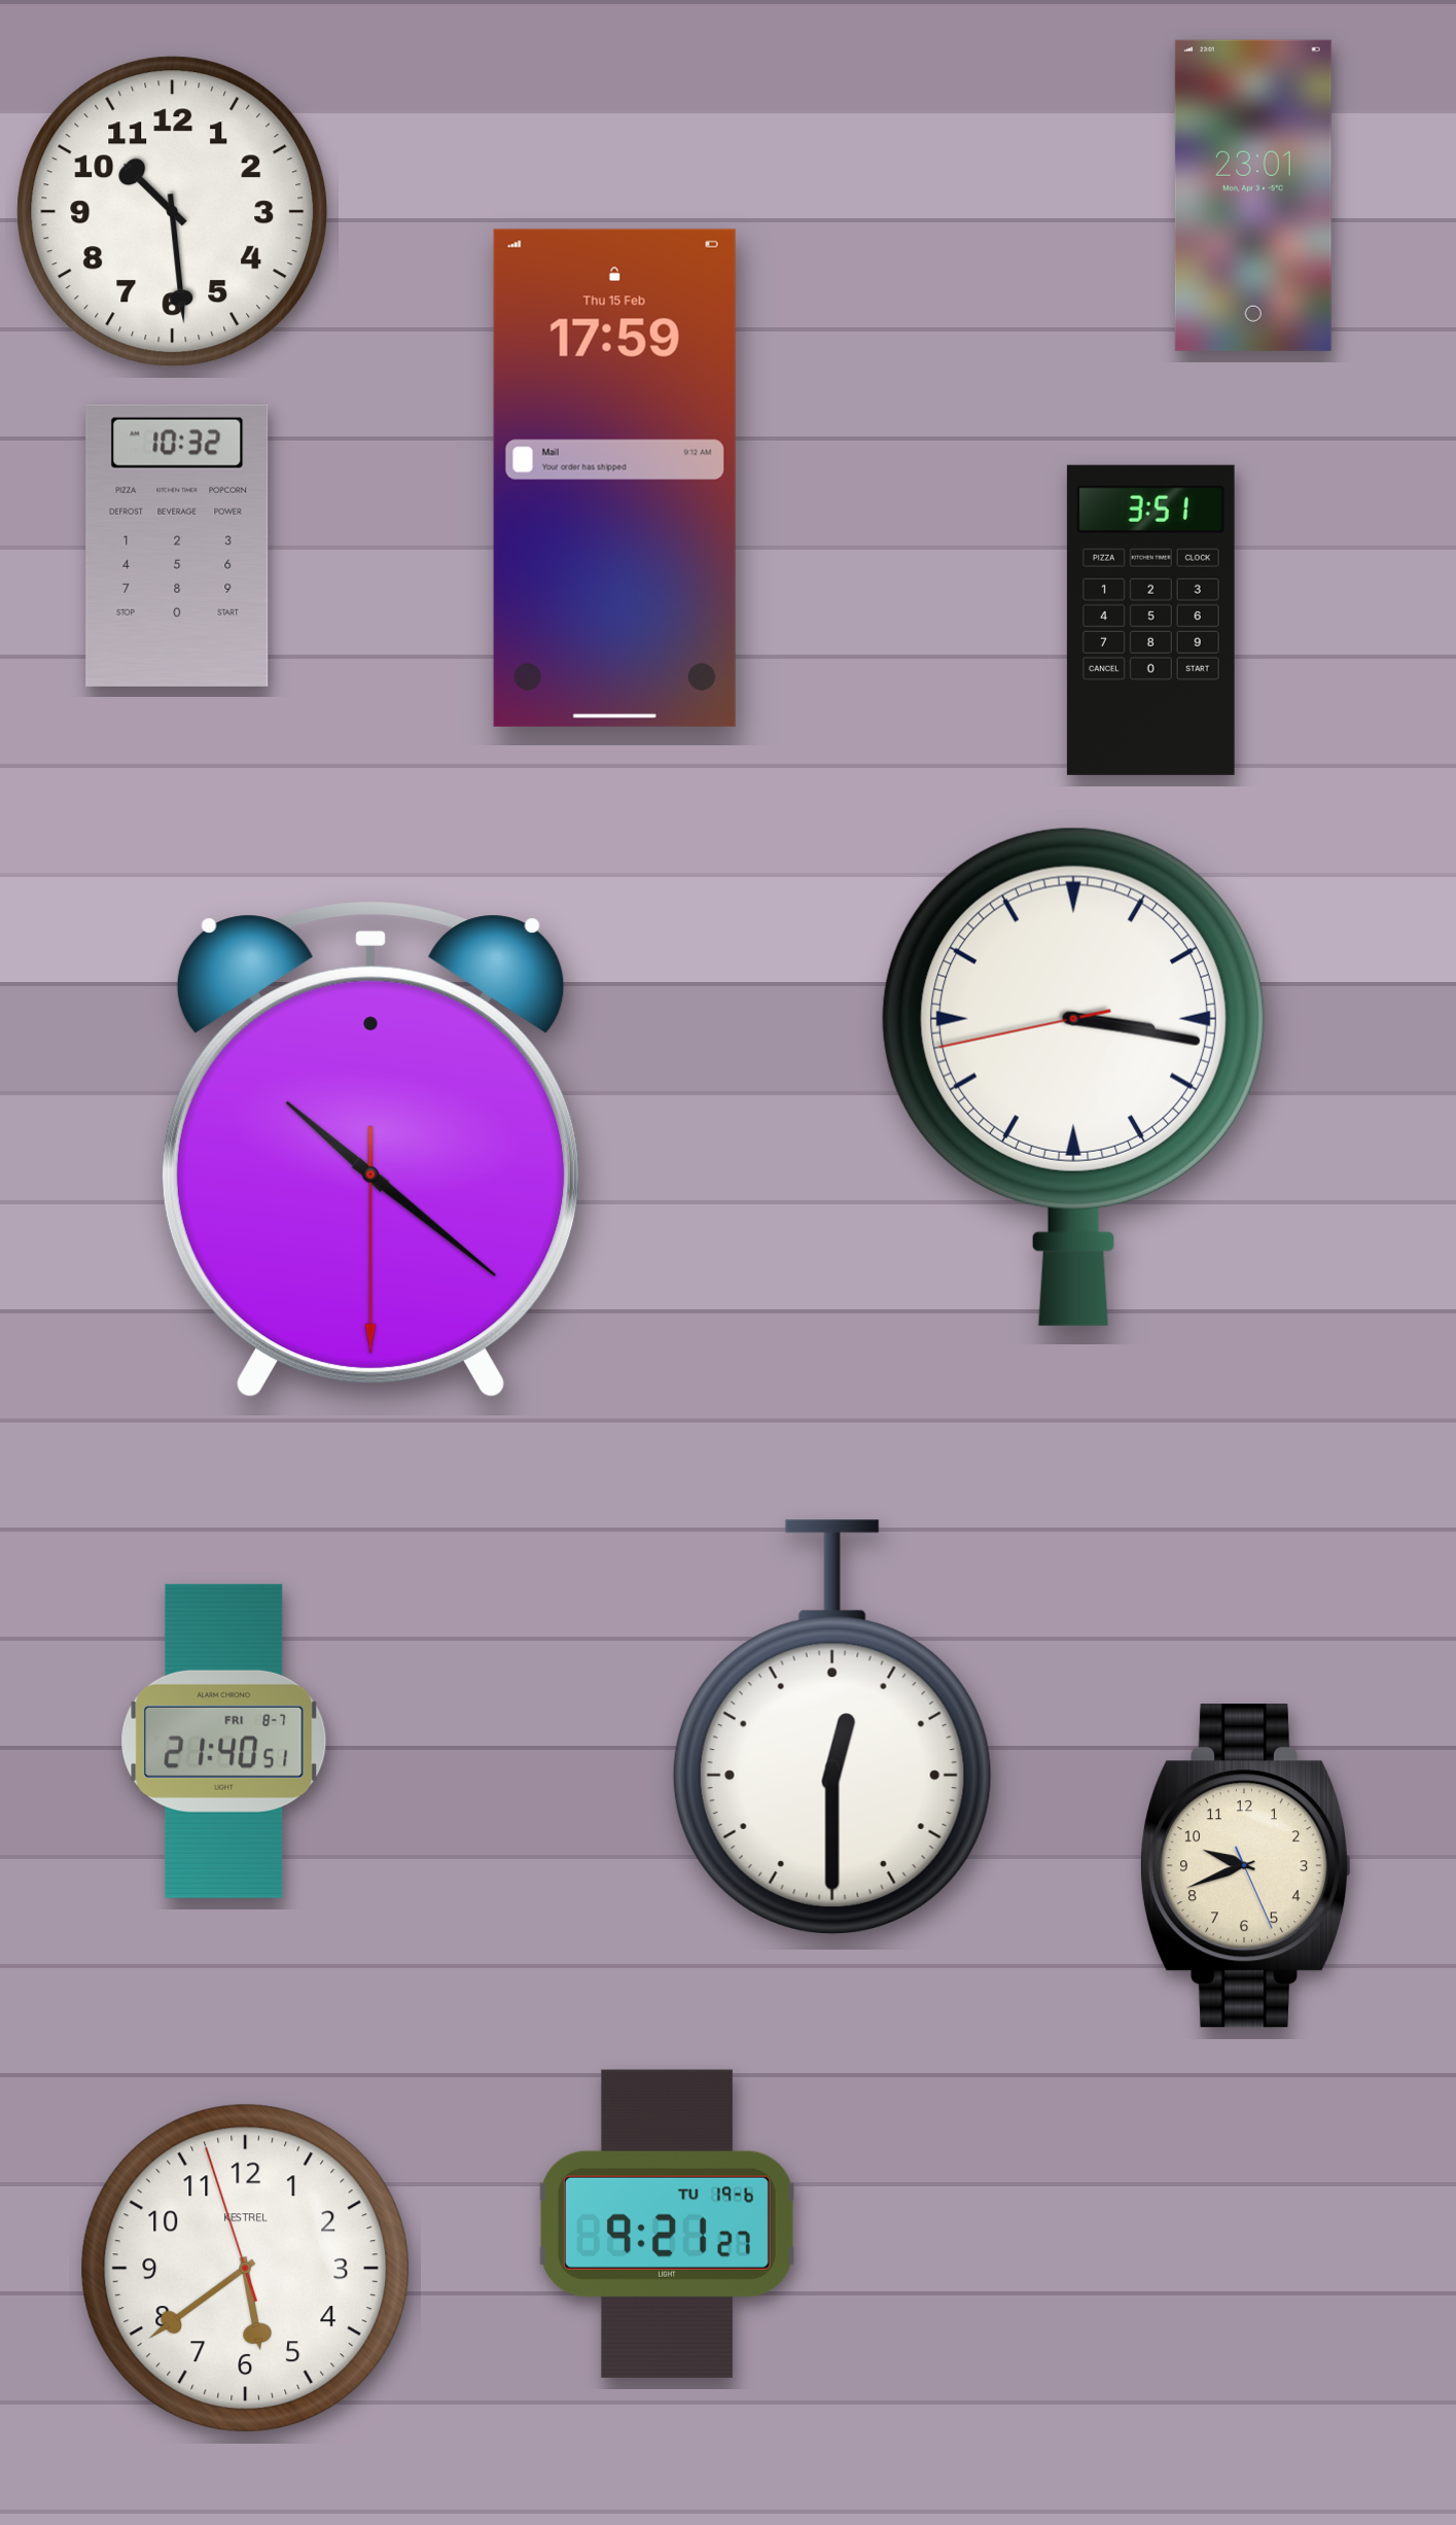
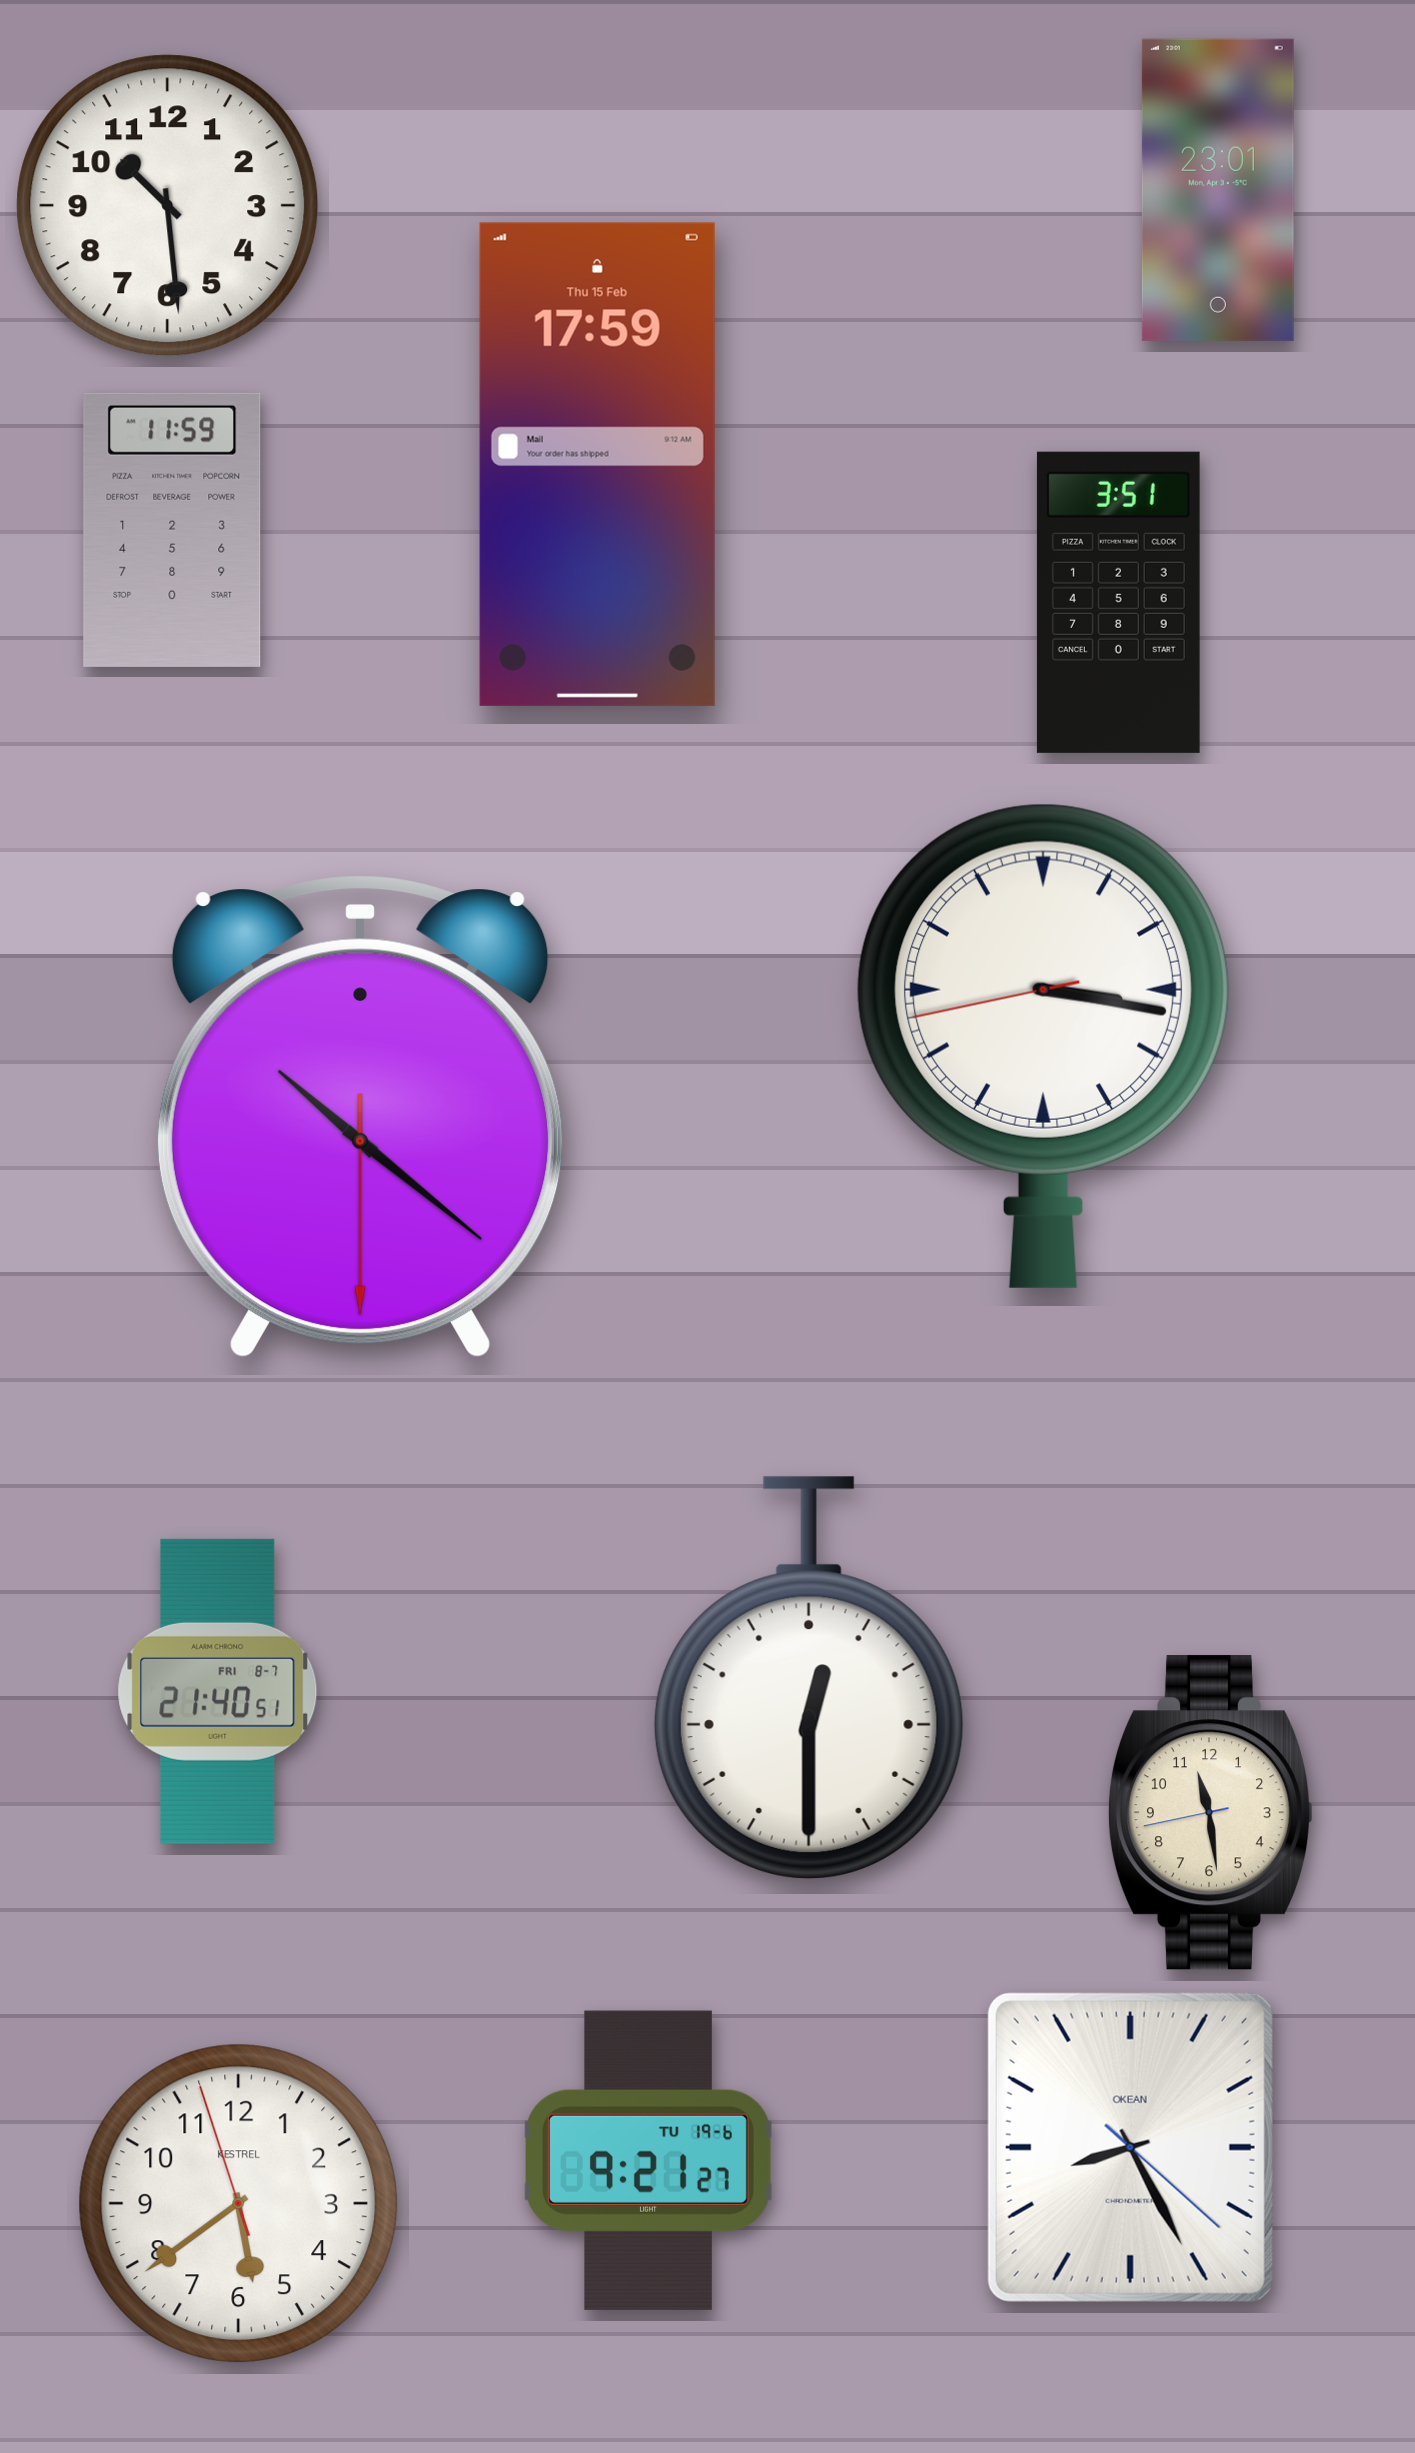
clock at (177, 546): 10:32 -> 11:59
clock at (1246, 1866): 9:41 -> 11:28
clock at (1130, 2147): none -> 8:25
